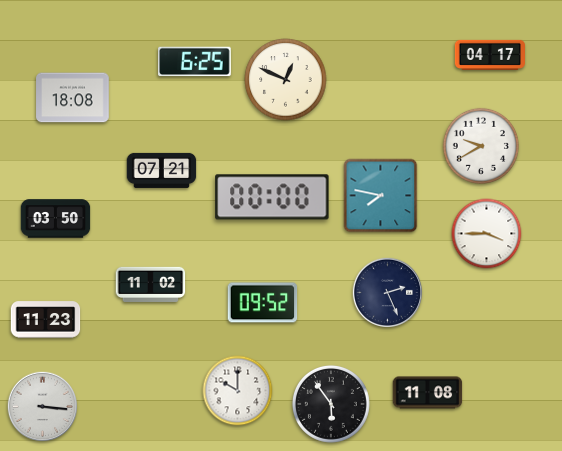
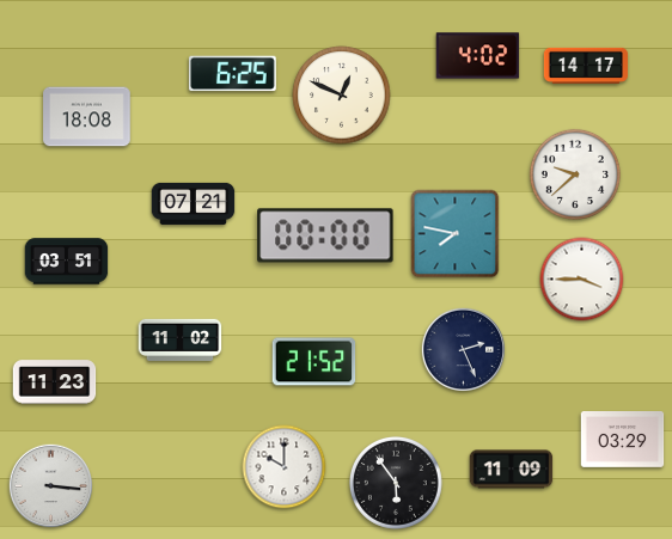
clock at (478, 56): none -> 4:02
clock at (490, 55): 04:17 -> 14:17
clock at (481, 146): 9:40 -> 9:38
clock at (56, 219): 03:50 -> 03:51
clock at (263, 303): 09:52 -> 21:52
clock at (623, 440): none -> 03:29
clock at (428, 393): 11:08 -> 11:09
